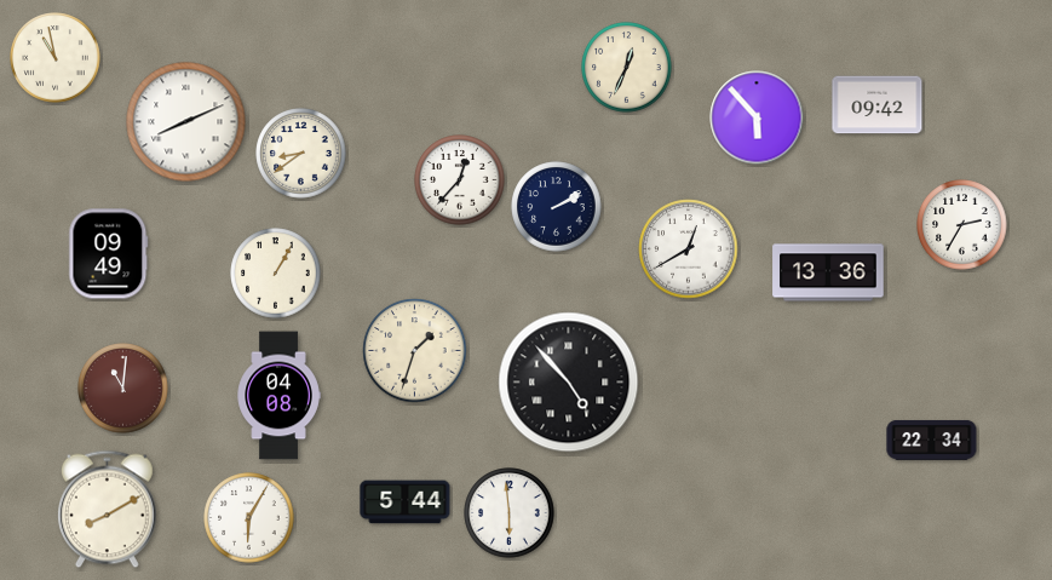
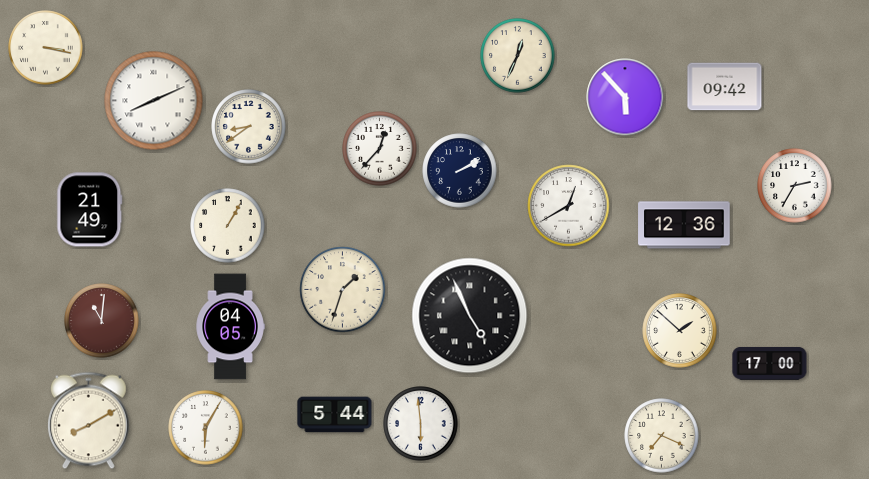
clock at (56, 58): 10:58 -> 3:17
clock at (109, 254): 09:49 -> 21:49
clock at (828, 272): 13:36 -> 12:36
clock at (569, 383): 4:53 -> 4:56
clock at (278, 396): 04:08 -> 04:05
clock at (680, 331): none -> 1:52
clock at (932, 441): 22:34 -> 17:00
clock at (662, 436): none -> 7:19
